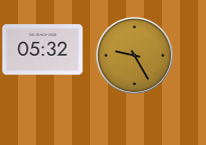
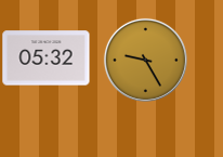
clock at (43, 50) position: (43, 50) -> (47, 58)
